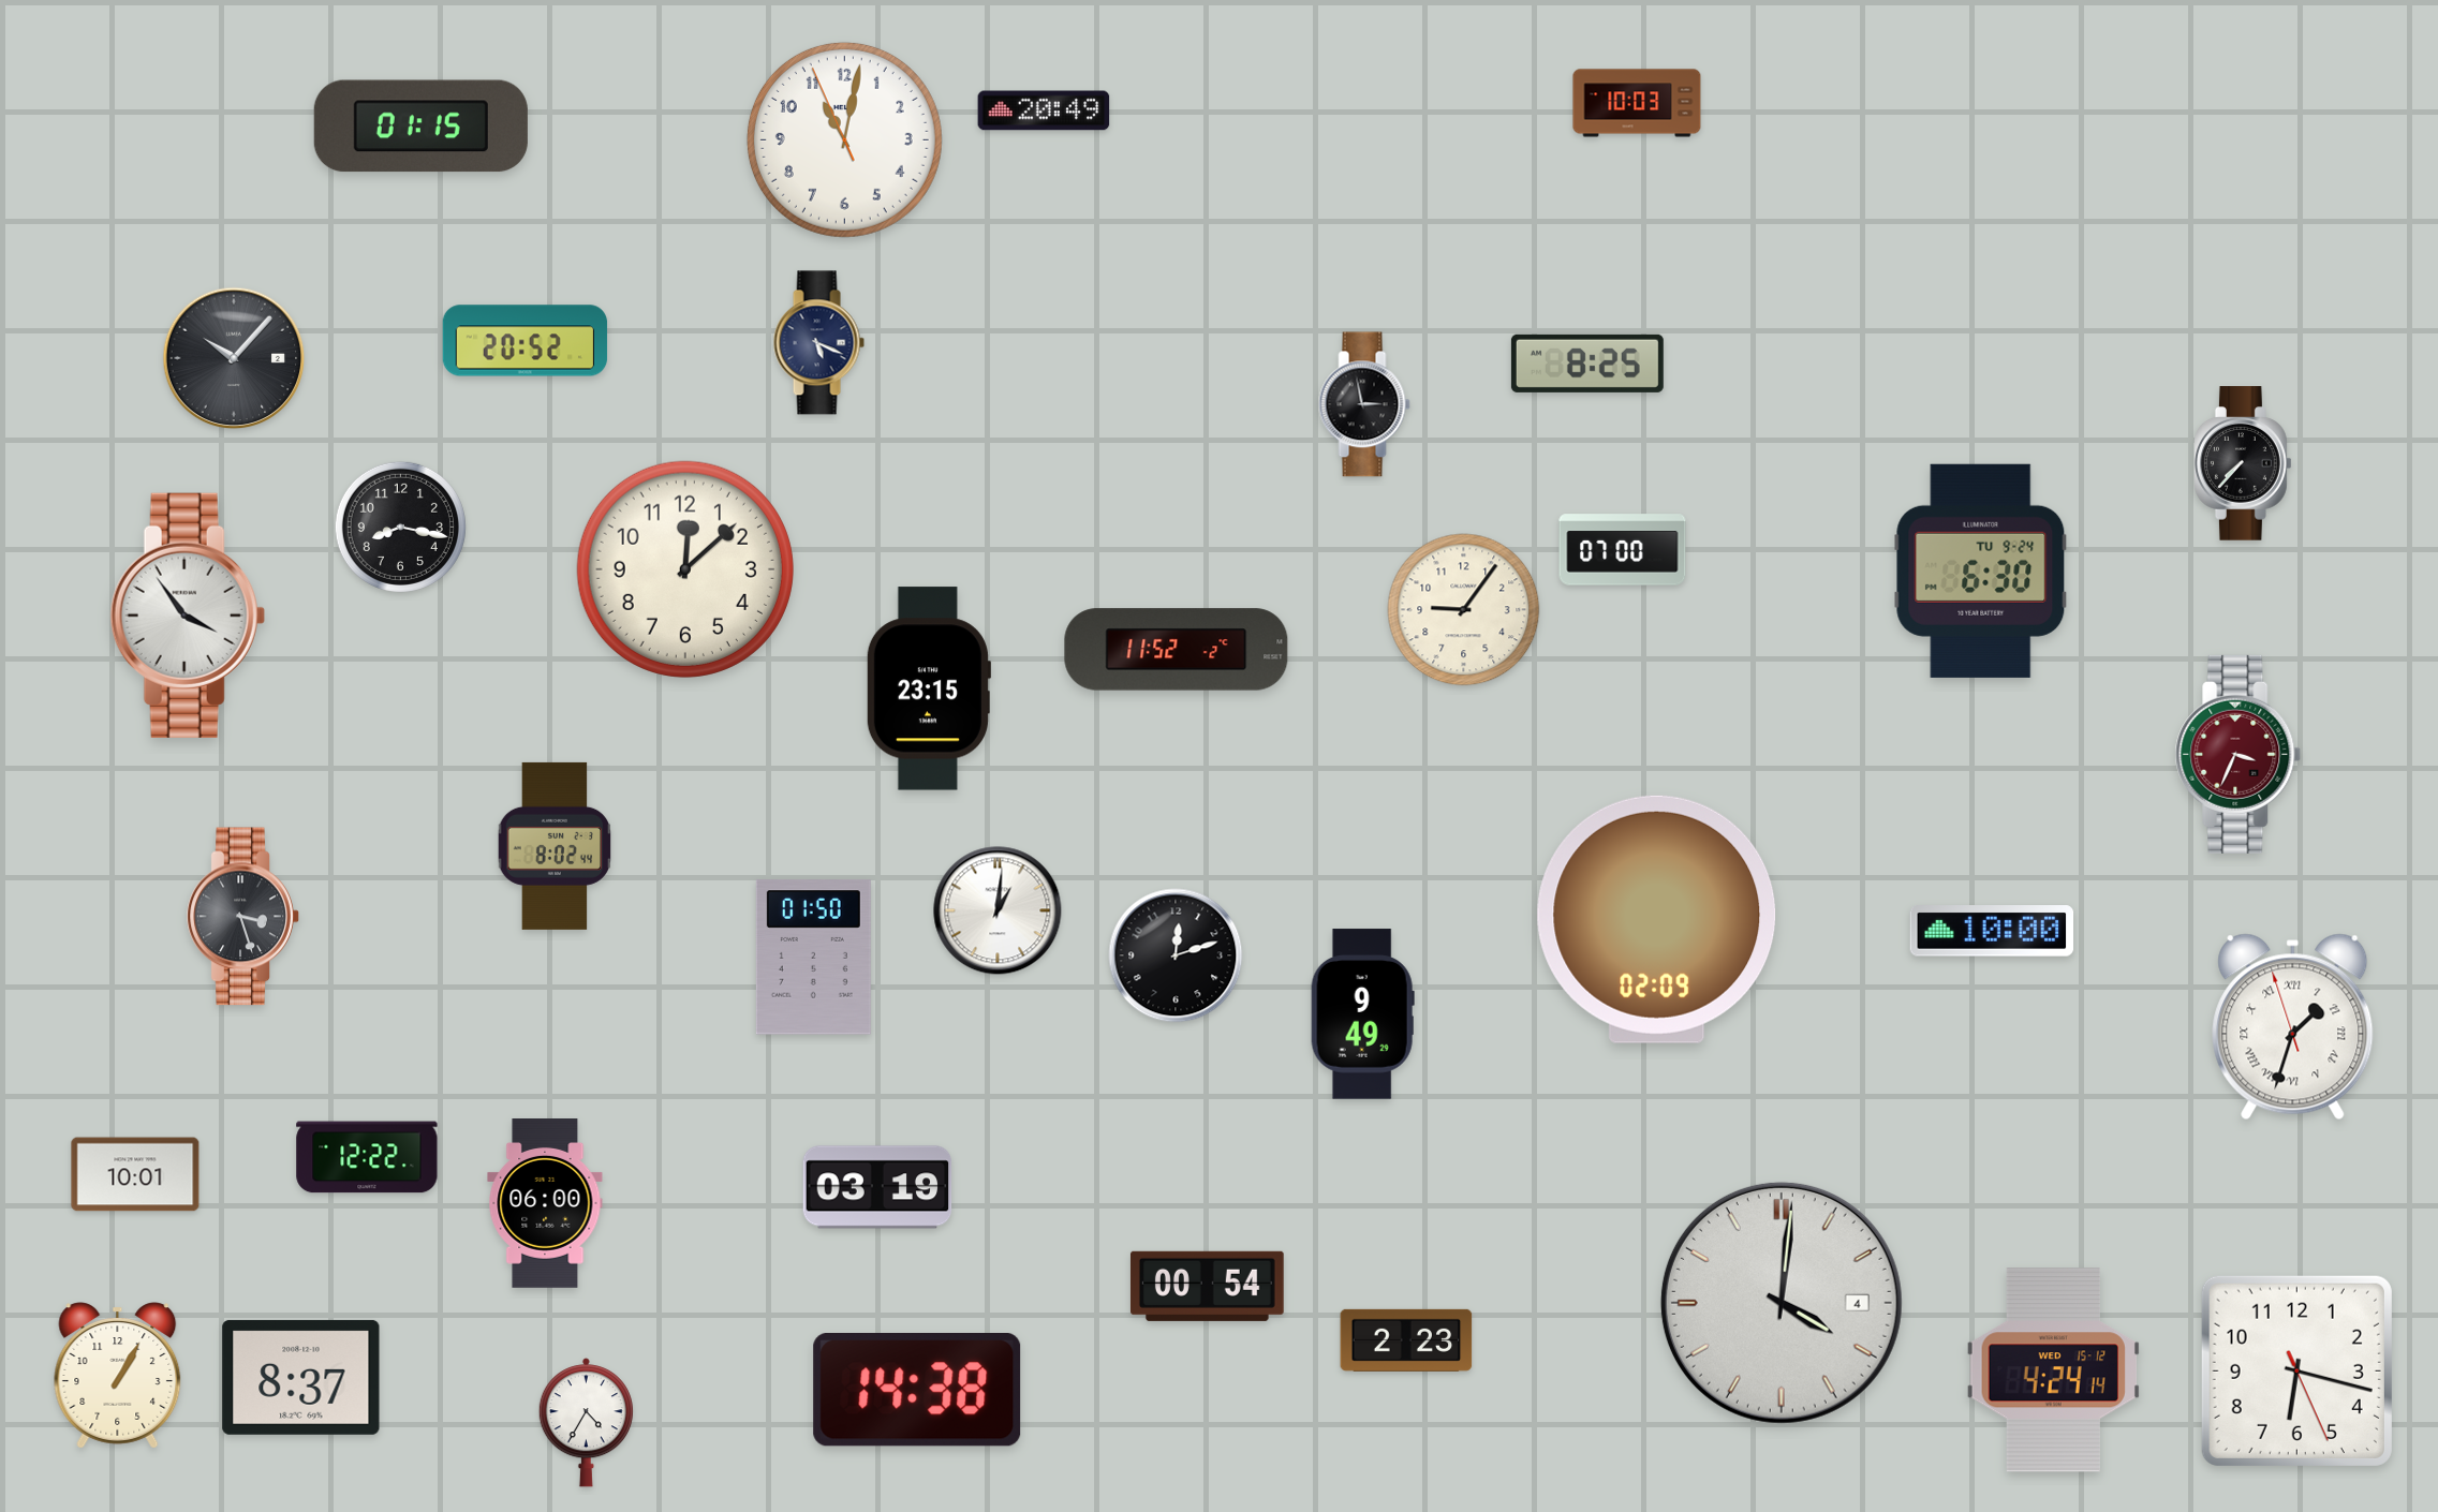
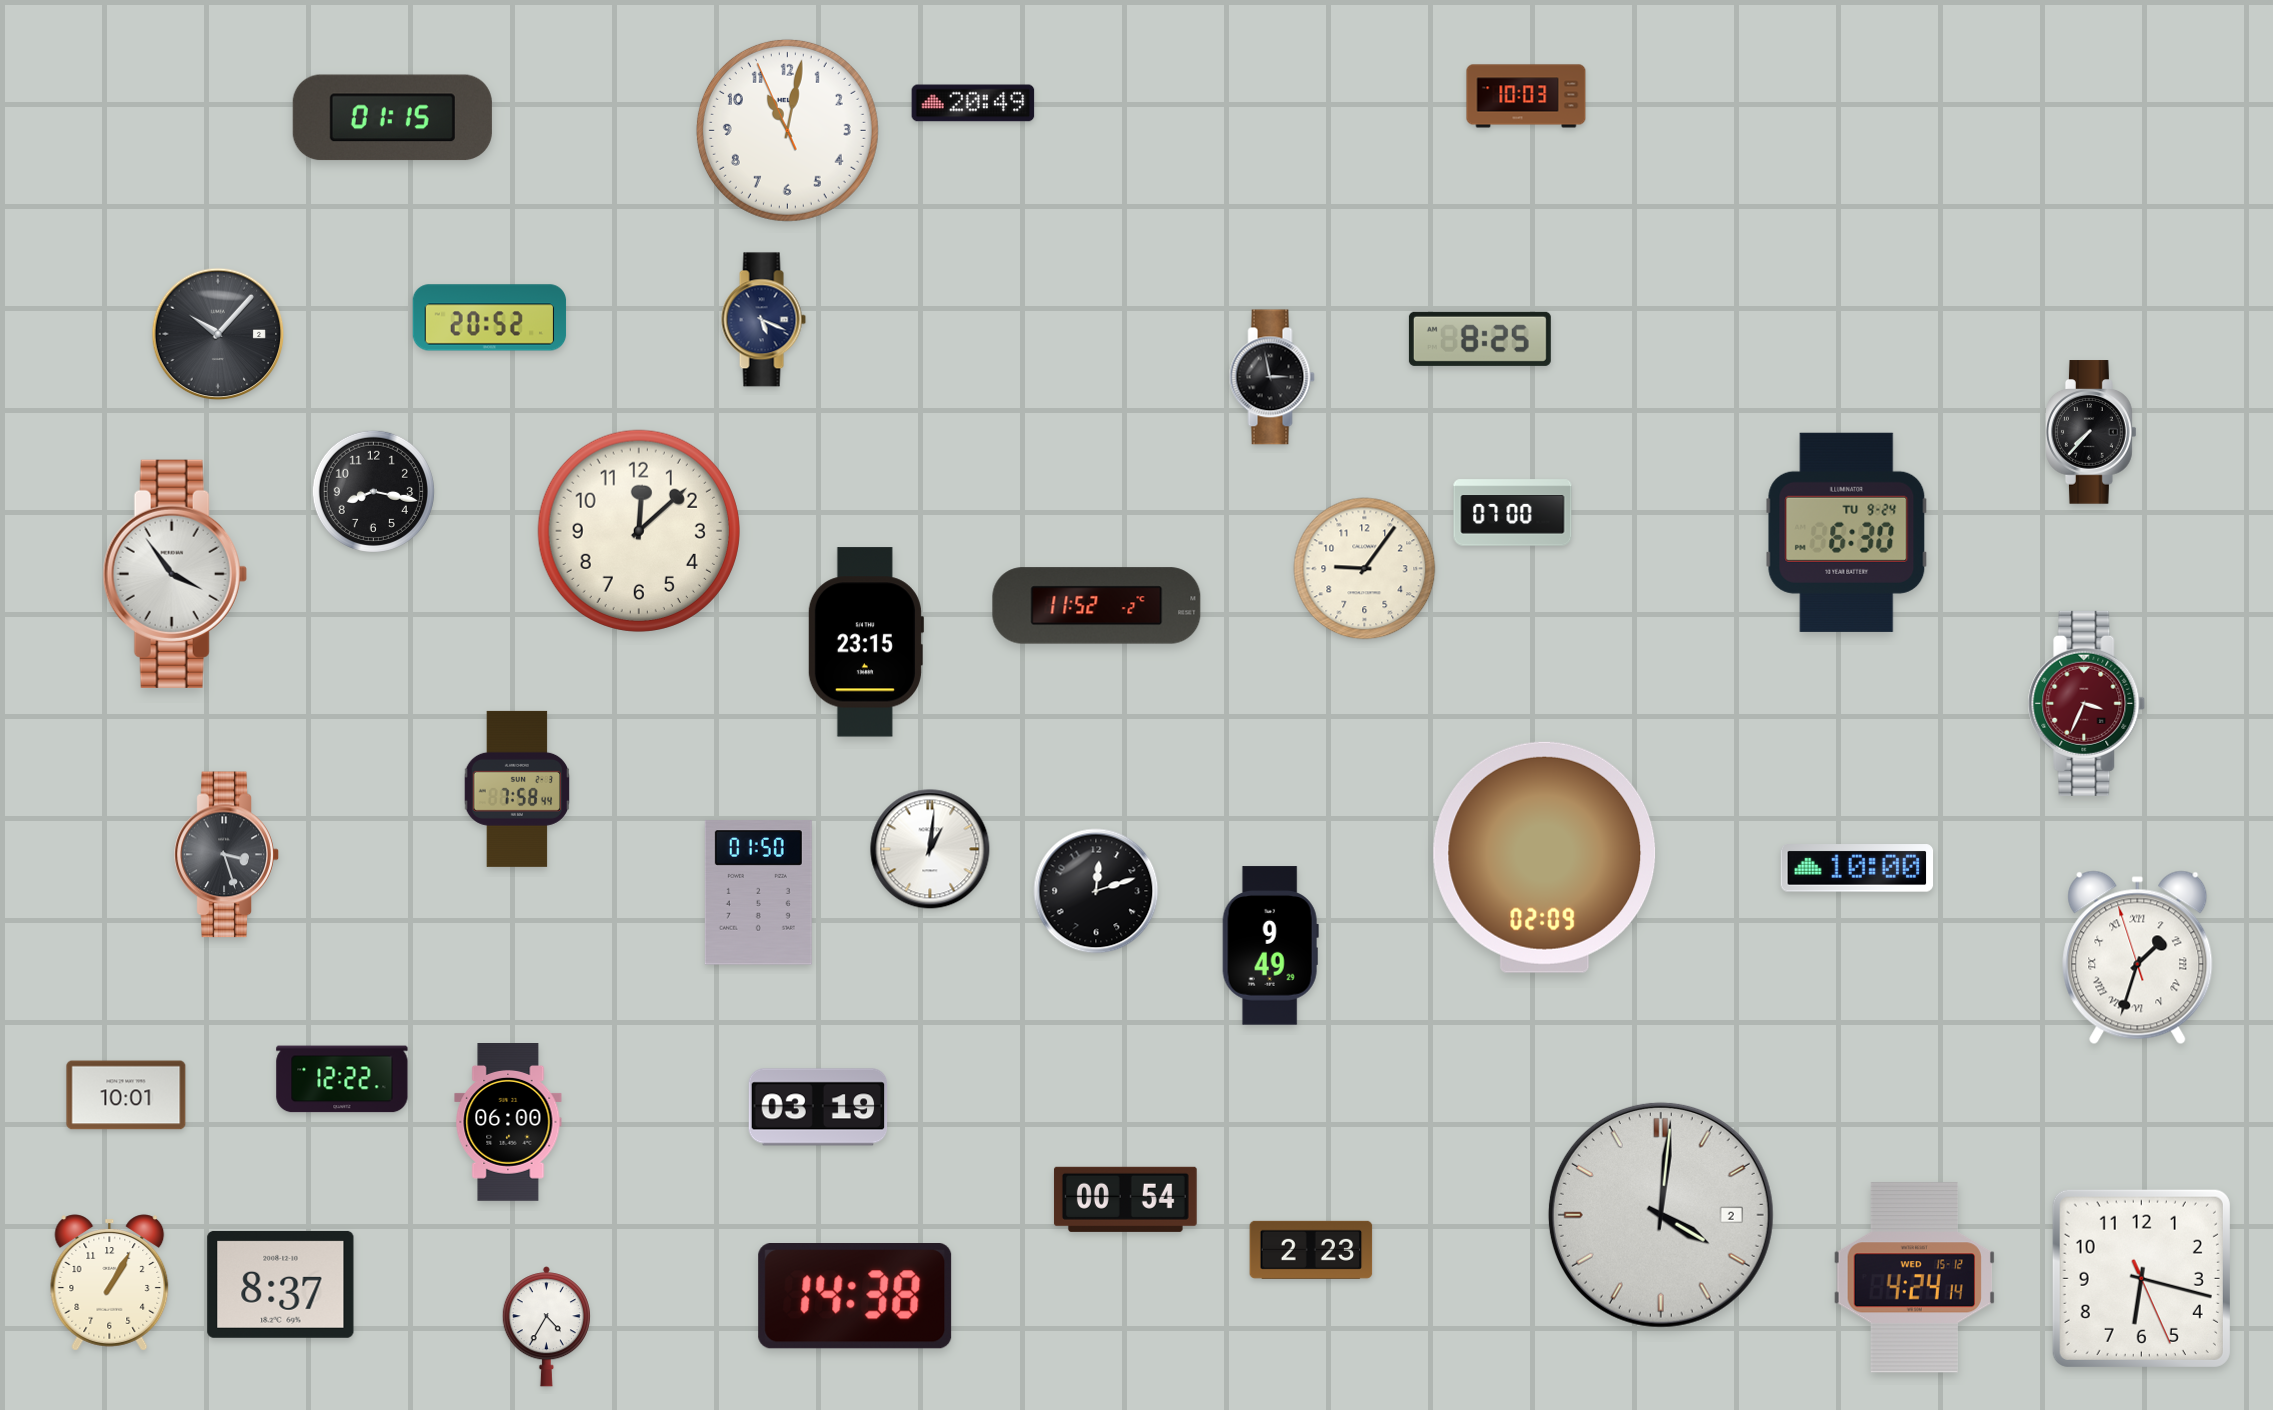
clock at (555, 846): 8:02 -> 7:58
clock at (1782, 1303) date: 4 -> 2
